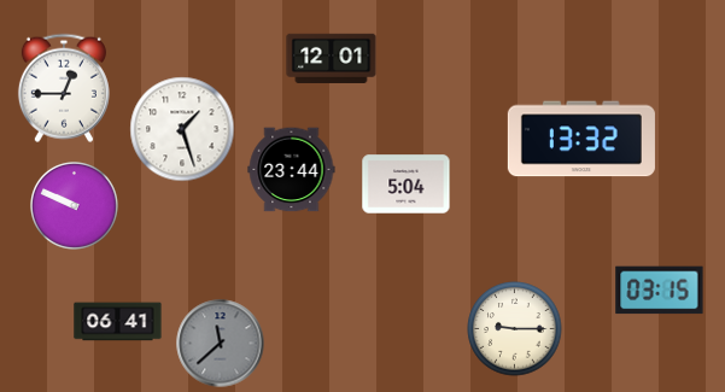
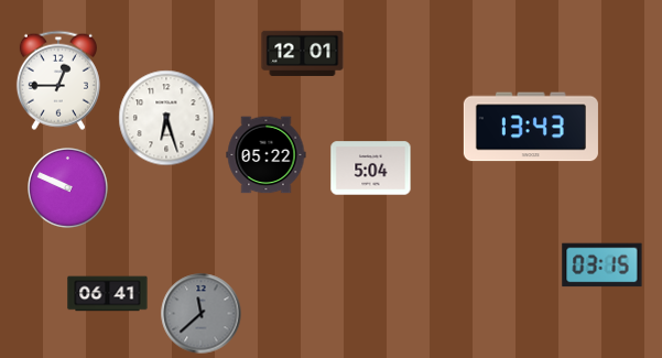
clock at (182, 129): 1:27 -> 6:27
clock at (581, 139): 13:32 -> 13:43
clock at (292, 170): 23:44 -> 05:22
clock at (515, 329): 9:15 -> none
